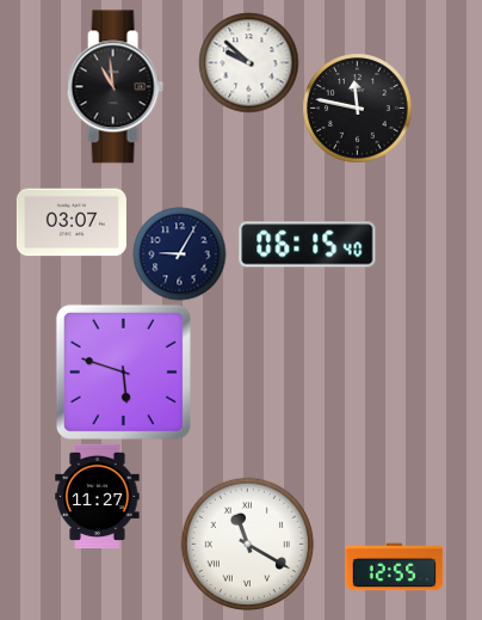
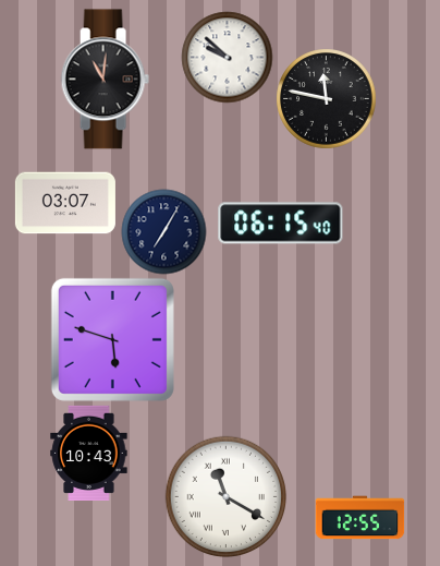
clock at (115, 87): 10:59 -> 11:01
clock at (179, 253): 9:05 -> 7:05
clock at (98, 496): 11:27 -> 10:43
